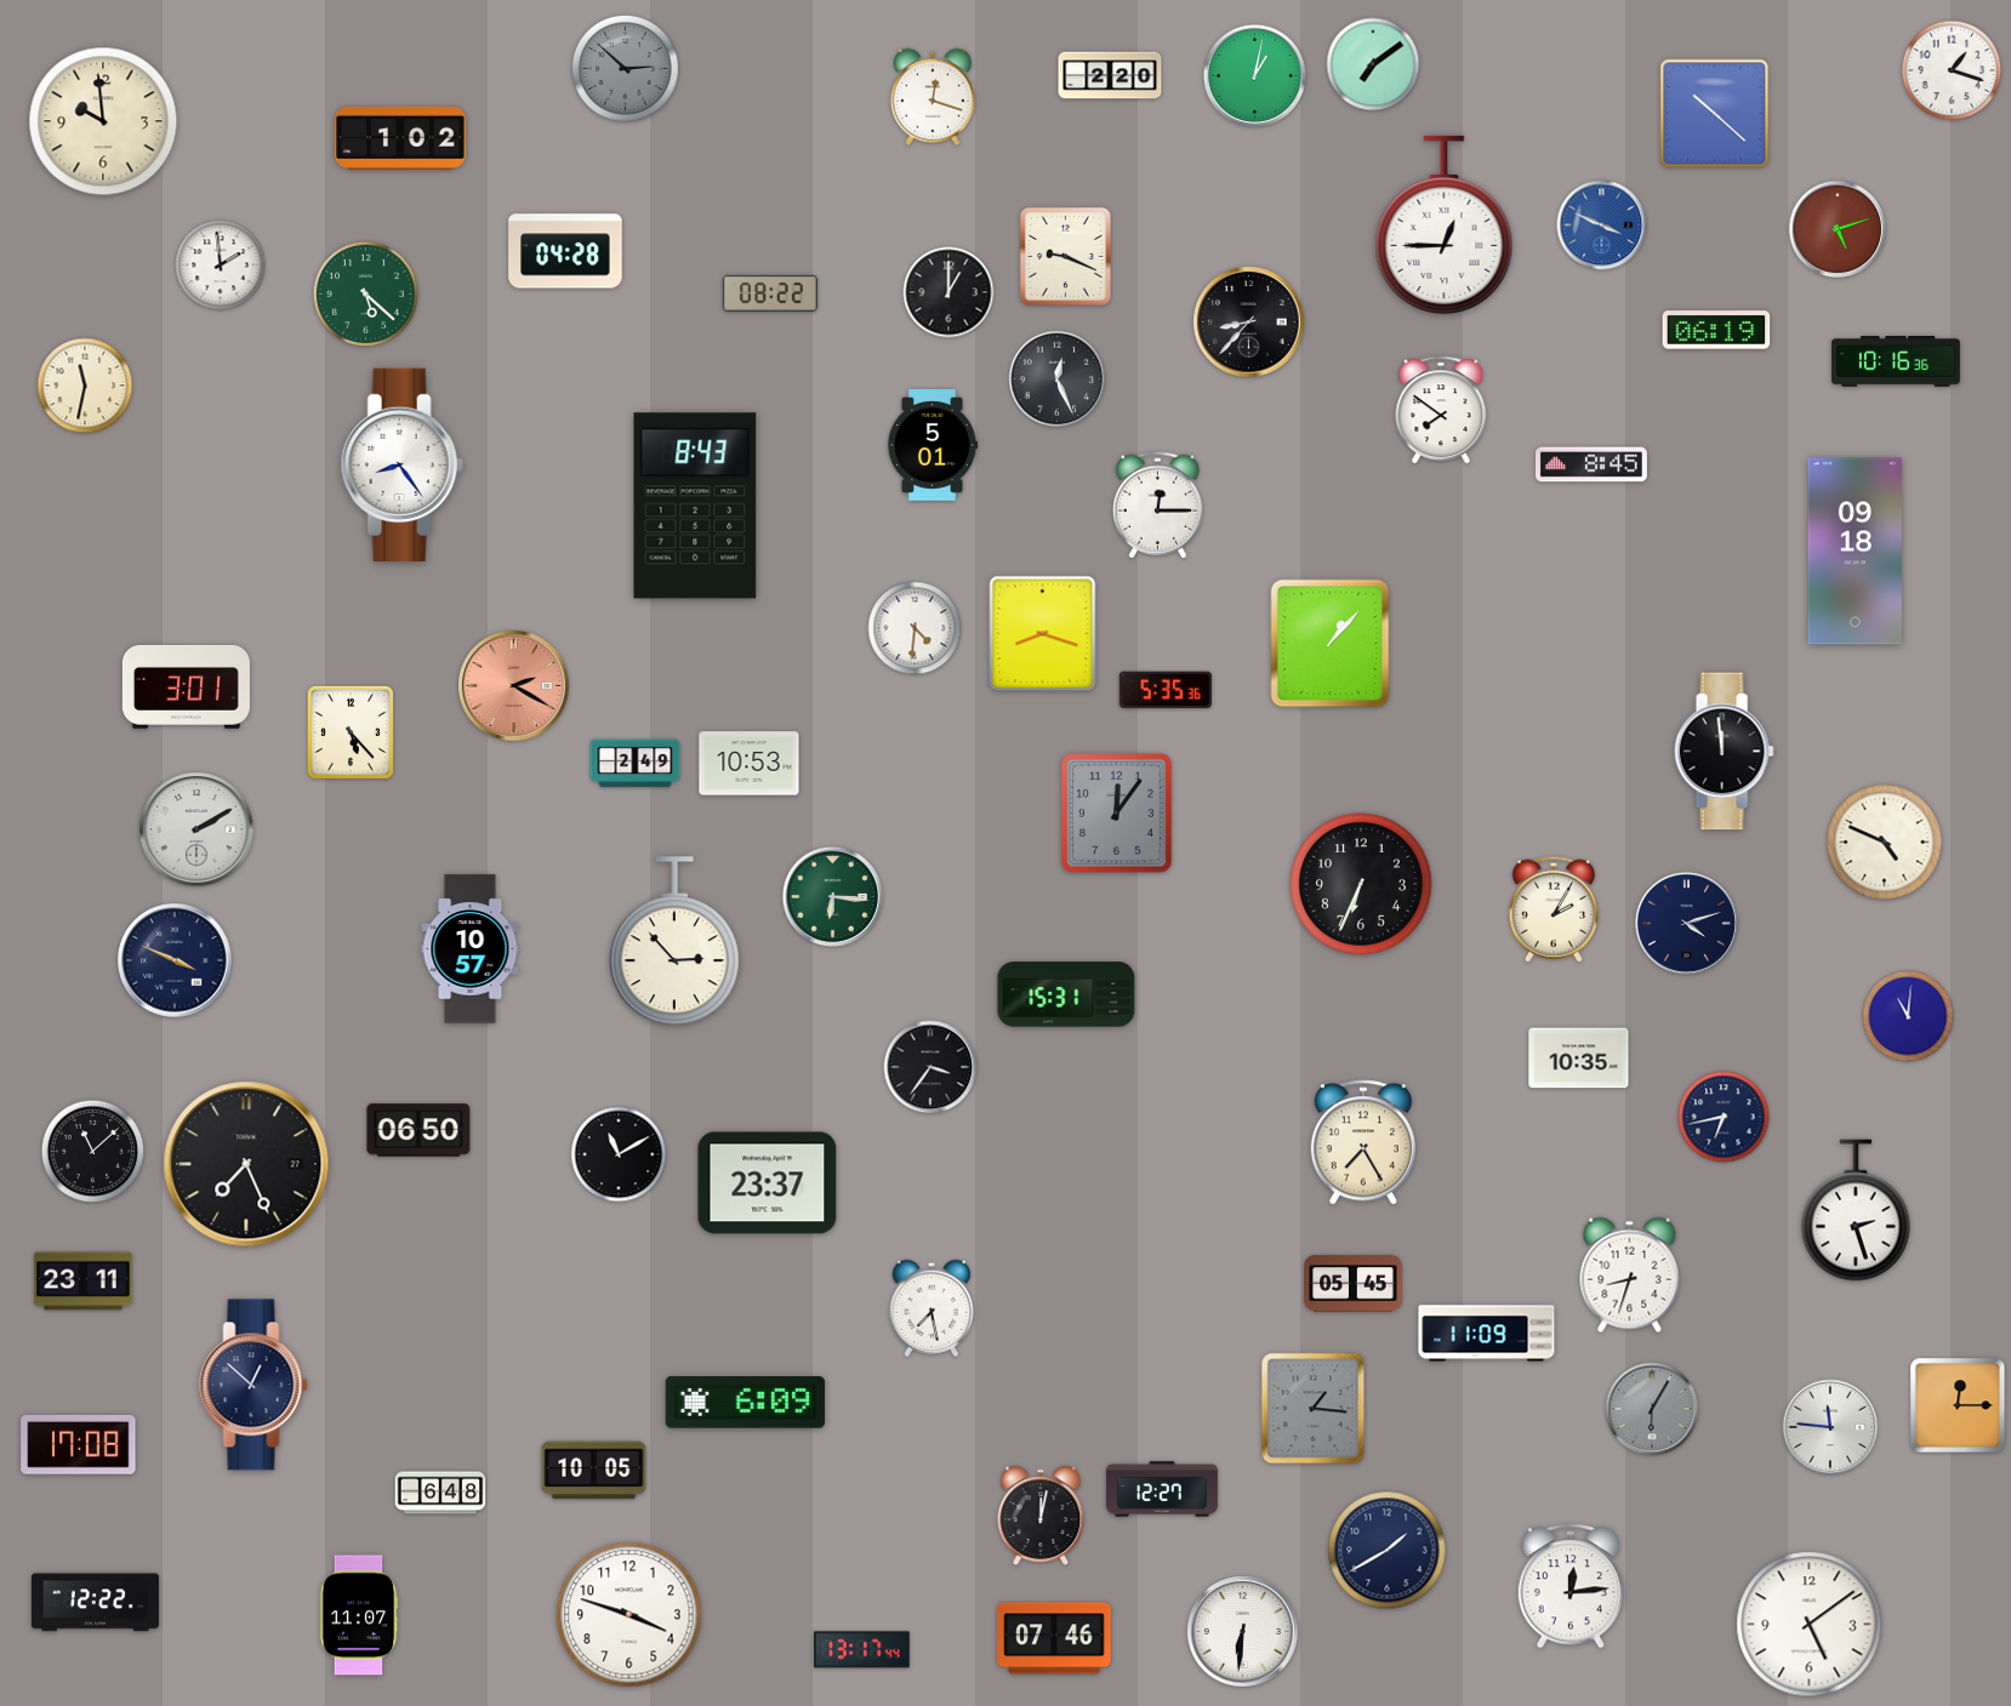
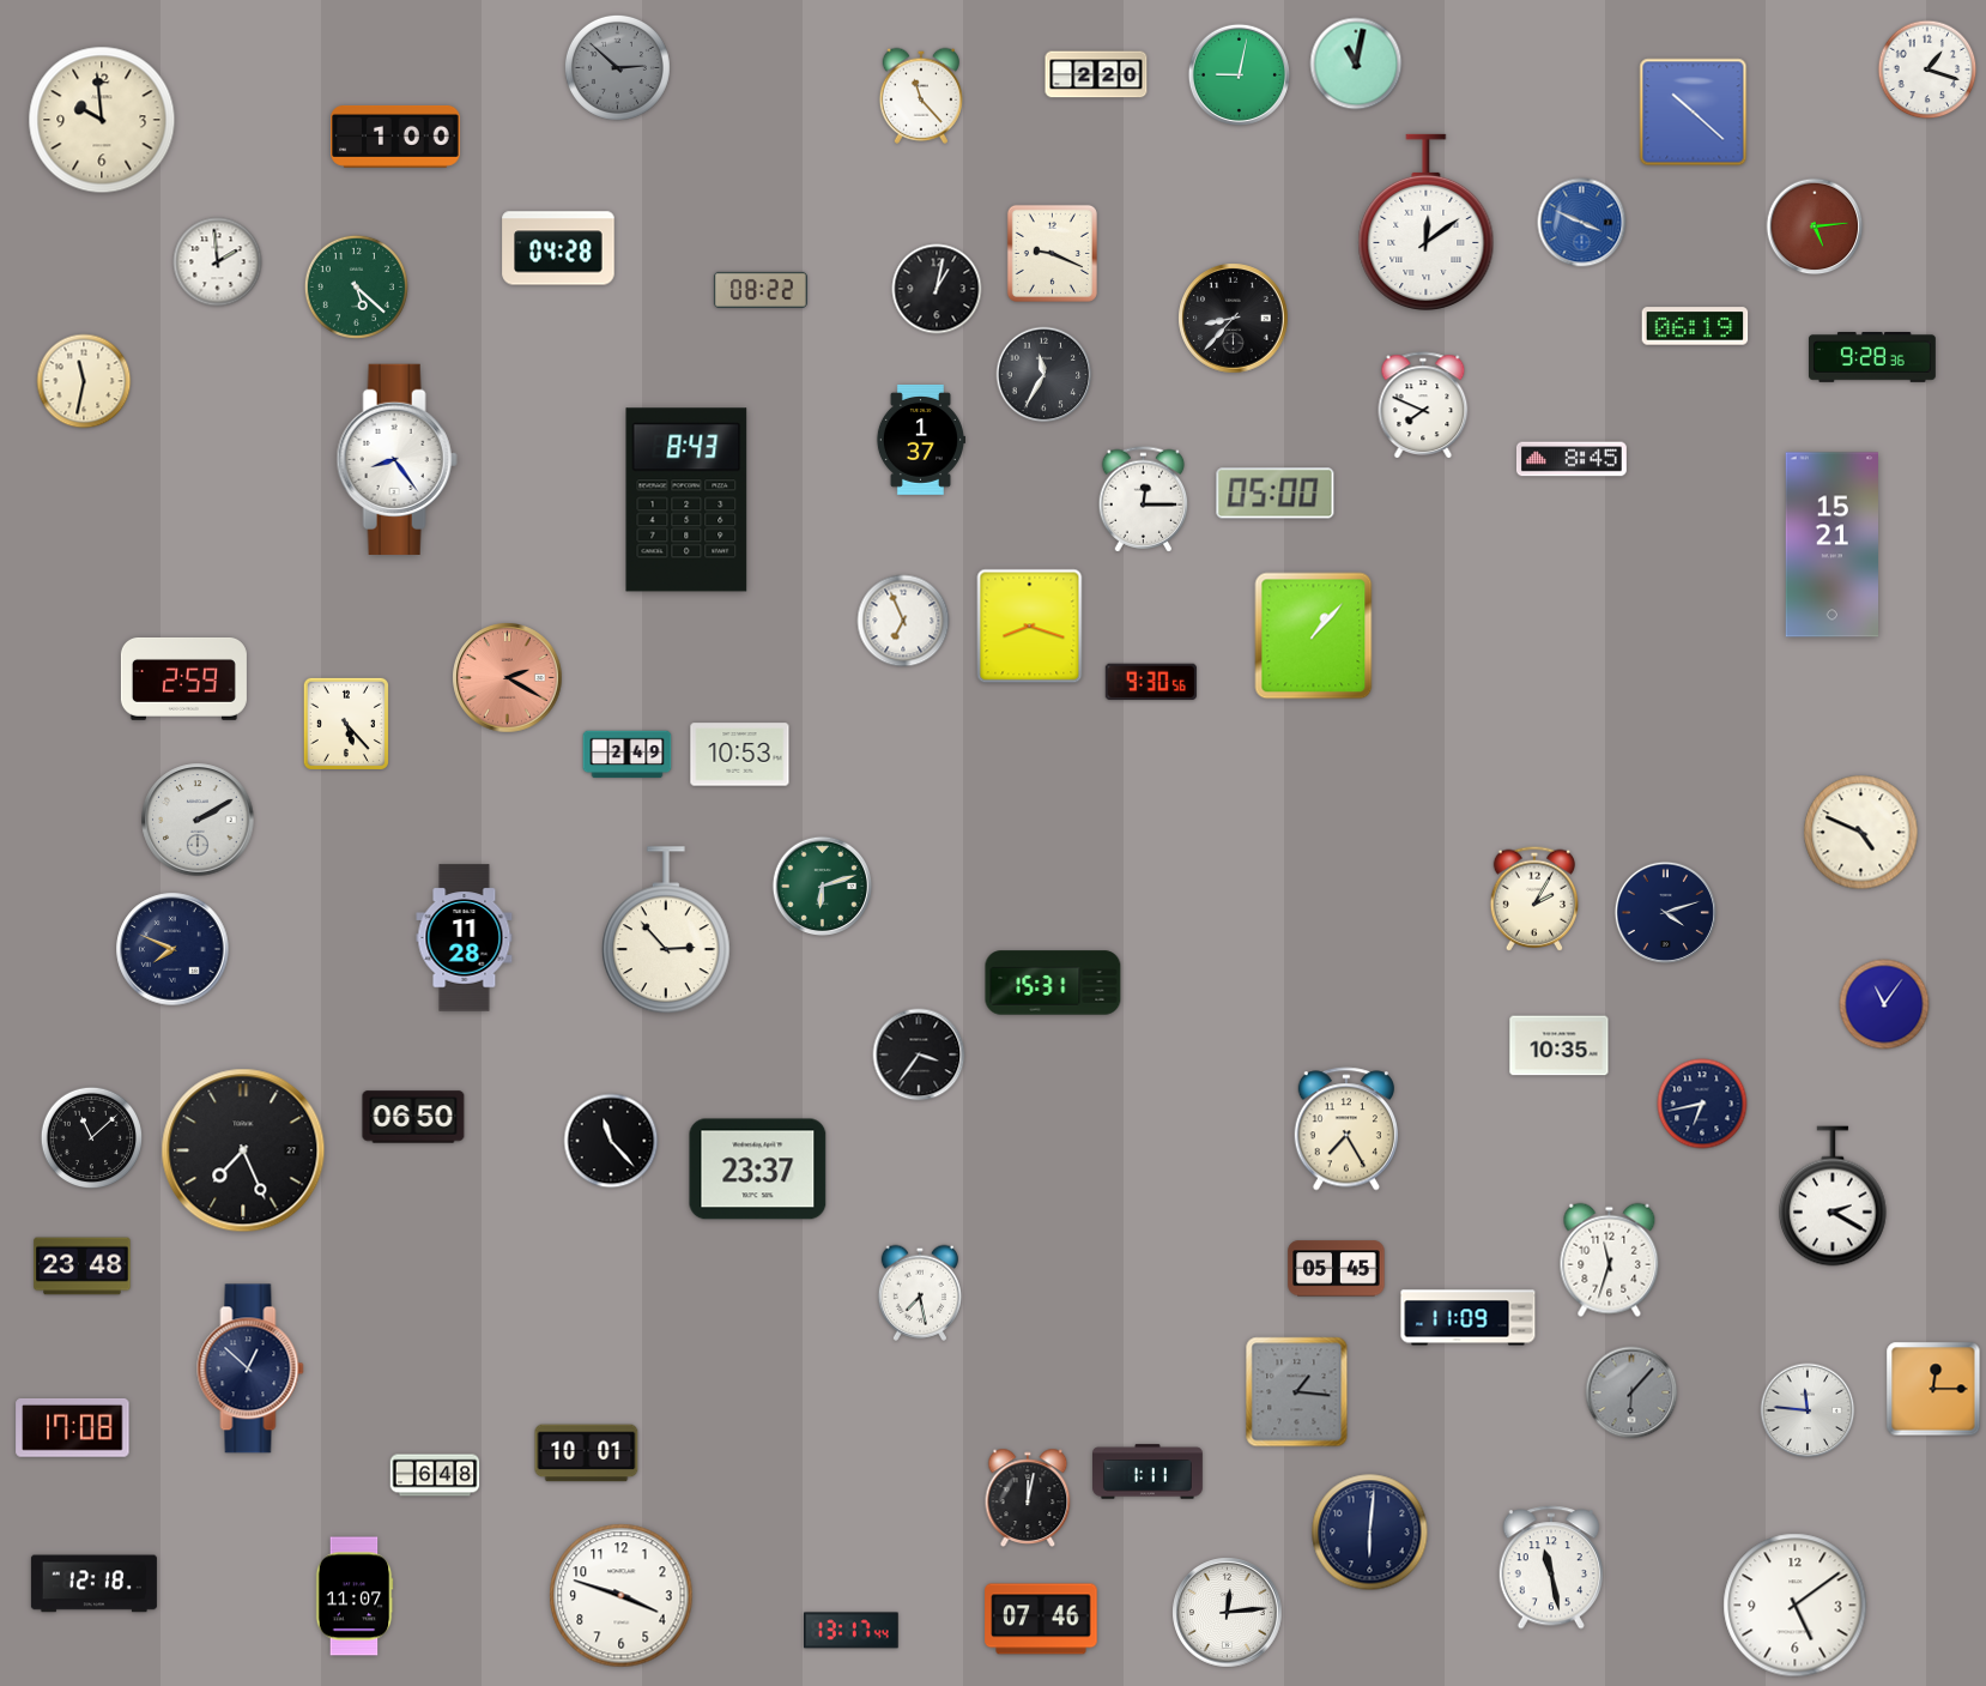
clock at (1373, 64): 7:09 -> 11:02
clock at (1254, 75): 1:02 -> 9:02
clock at (932, 97): 12:18 -> 11:23
clock at (400, 138): 1:02 -> 1:00
clock at (1445, 224): 12:45 -> 12:09
clock at (1838, 229): 5:12 -> 5:14
clock at (948, 292): 1:00 -> 1:02
clock at (365, 293) position: (365, 293) -> (356, 286)
clock at (1896, 363): 10:16 -> 9:28
clock at (1058, 380): 12:26 -> 11:35
clock at (1441, 410): 7:51 -> 7:49
clock at (932, 445): 5:01 -> 1:37
clock at (1276, 494): none -> 05:00
clock at (1855, 552): 09:18 -> 15:21
clock at (915, 628): 4:31 -> 6:56
clock at (186, 687): 3:01 -> 2:59
clock at (1166, 690): 5:35 -> 9:30
clock at (1724, 752): 11:59 -> none
clock at (1117, 814): 12:06 -> none
clock at (196, 829) position: (196, 829) -> (198, 820)
clock at (1361, 884): 6:34 -> none
clock at (833, 897): 6:16 -> 6:12
clock at (471, 949): 10:57 -> 11:28
clock at (175, 960): 3:49 -> 7:49
clock at (1908, 1016): 11:01 -> 11:06
clock at (619, 1154): 11:10 -> 11:23
clock at (1856, 1210): 2:27 -> 2:20
clock at (1630, 1276): 8:33 -> 11:33
clock at (84, 1282): 23:11 -> 23:48
clock at (745, 1403): 6:09 -> none
clock at (1652, 1409): 6:05 -> 6:07
clock at (79, 1444) position: (79, 1444) -> (73, 1427)
clock at (594, 1471): 10:05 -> 10:01
clock at (1163, 1489): 12:27 -> 1:11
clock at (1388, 1551): 1:40 -> 6:01
clock at (1570, 1586): 12:14 -> 11:28
clock at (95, 1603): 12:22 -> 12:18
clock at (1810, 1625) position: (1810, 1625) -> (1796, 1606)
clock at (1243, 1632): 6:31 -> 12:14
